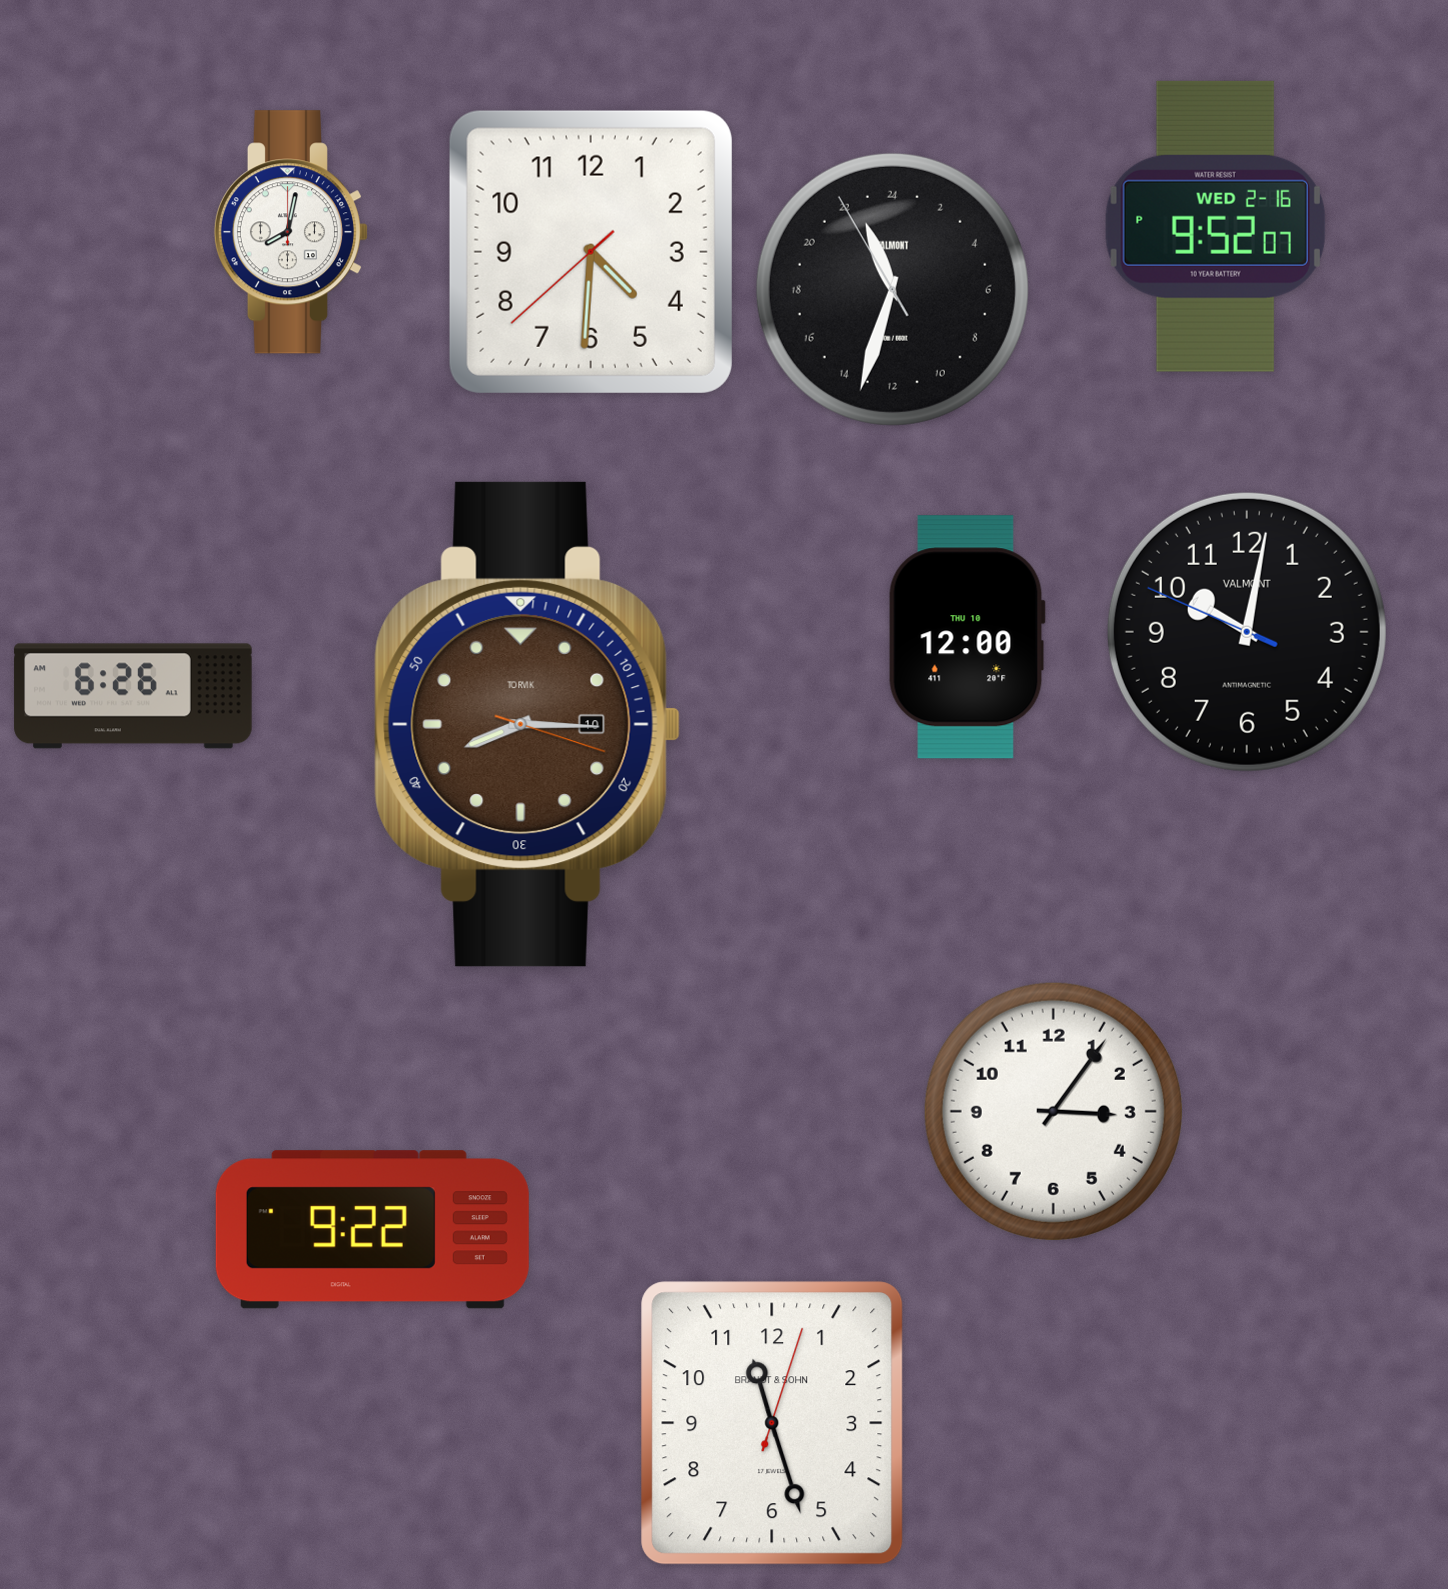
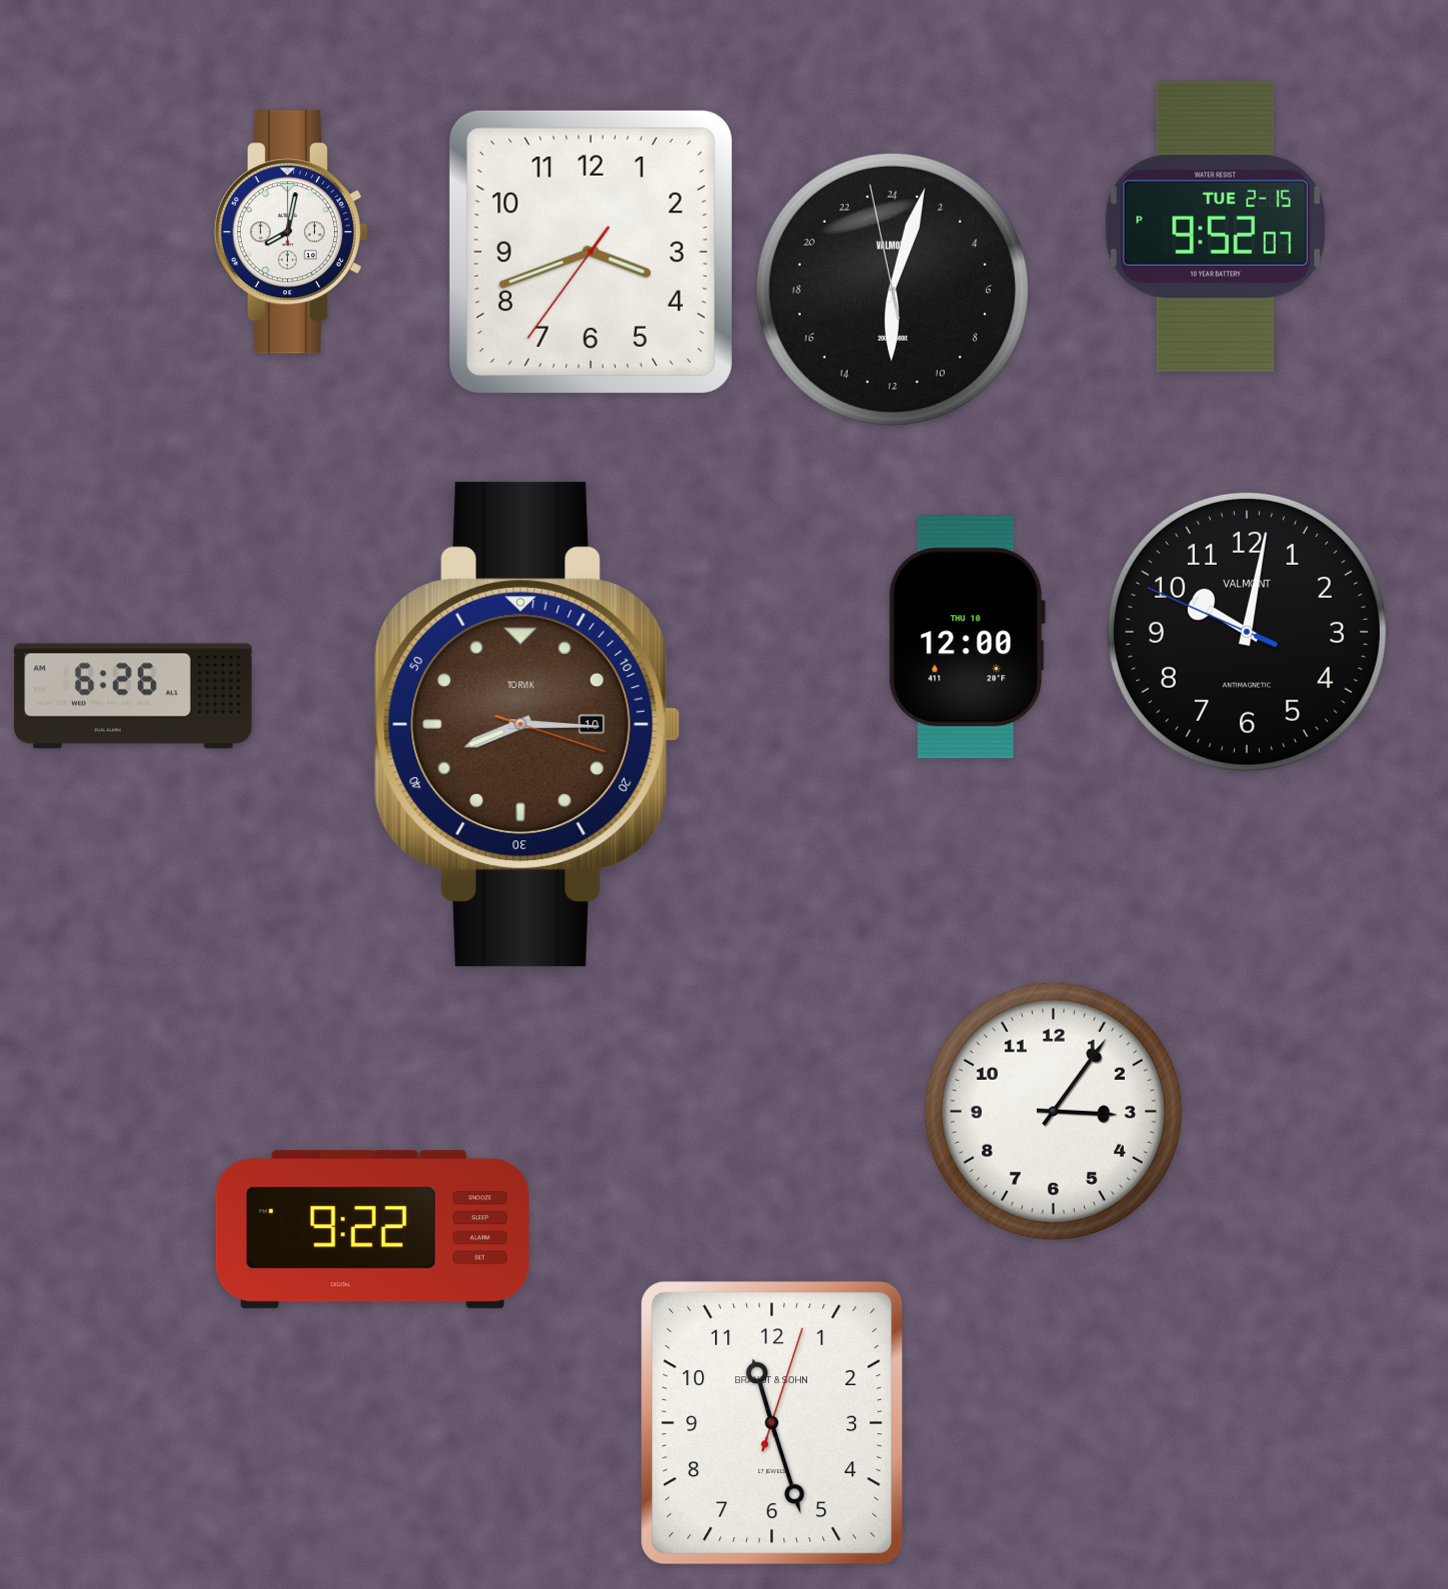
clock at (1215, 226) date: WED 2-16 -> TUE 2-15
clock at (591, 252): 4:30 -> 3:41
clock at (892, 289): 22:32 -> 12:02
